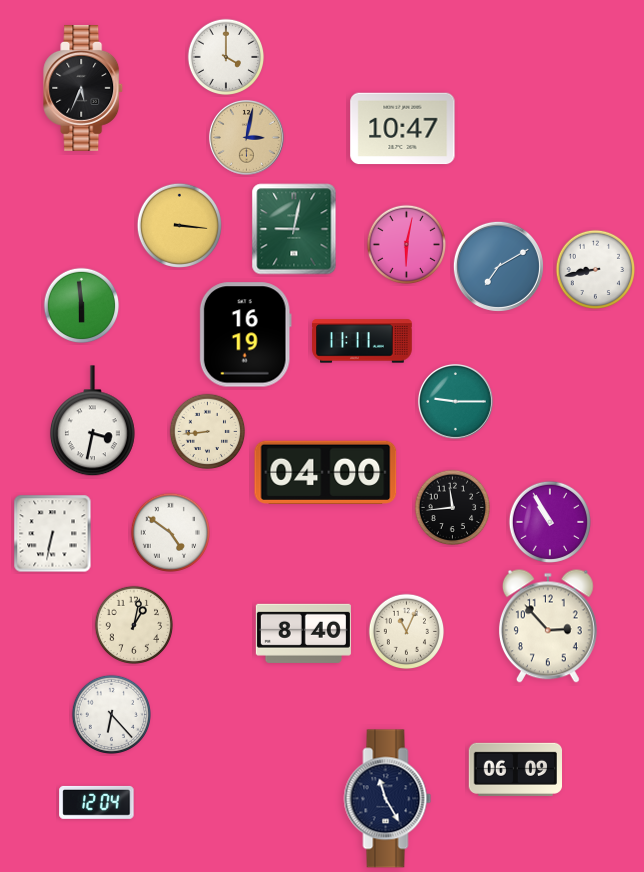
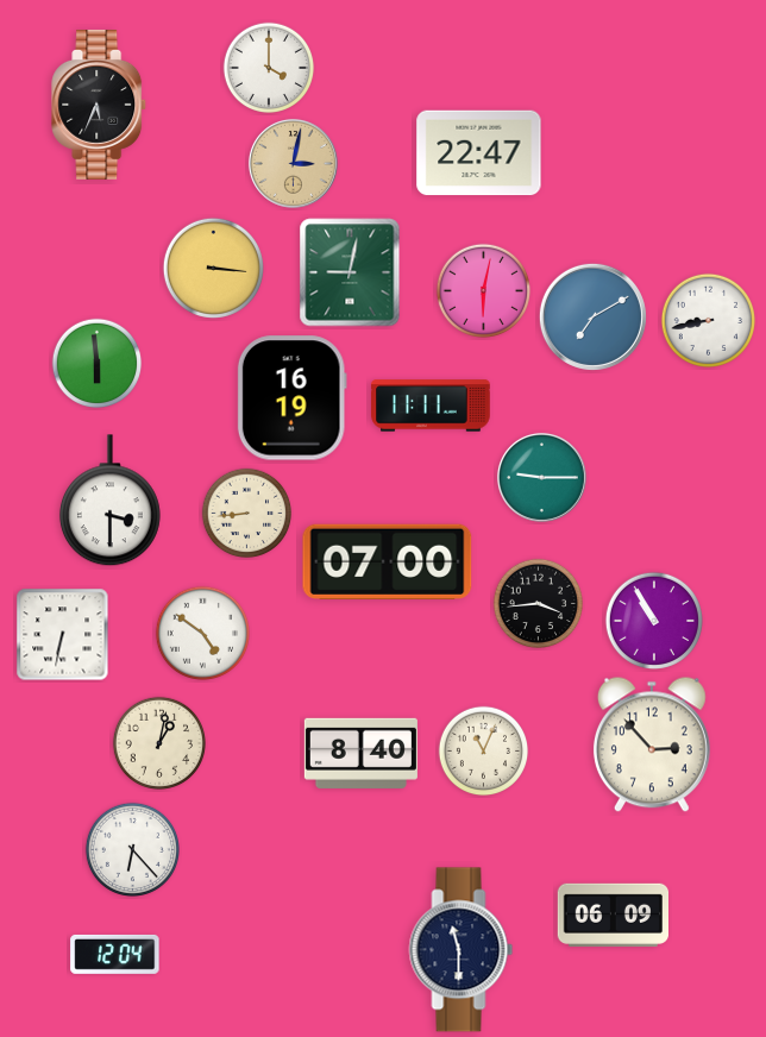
clock at (403, 129): 10:47 -> 22:47
clock at (92, 421): 3:32 -> 3:30
clock at (326, 472): 04:00 -> 07:00
clock at (453, 508): 11:44 -> 3:44
clock at (388, 799): 11:25 -> 11:30
